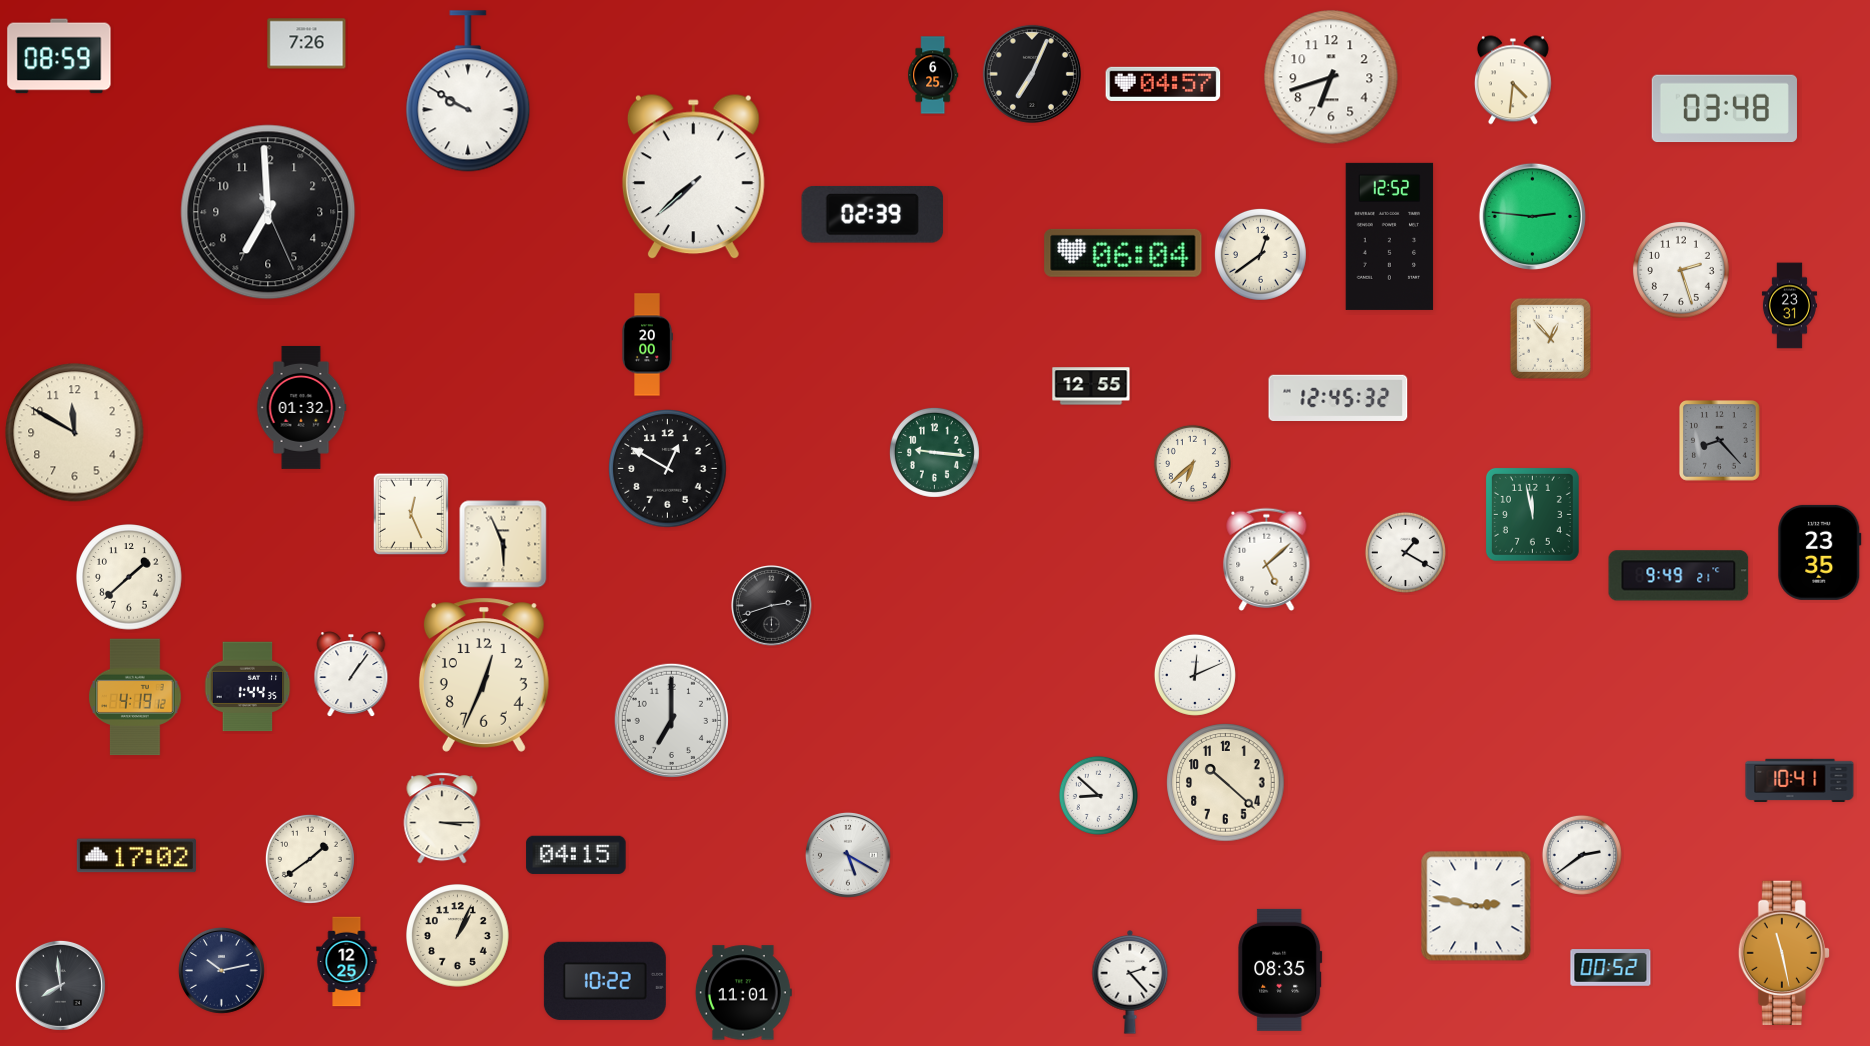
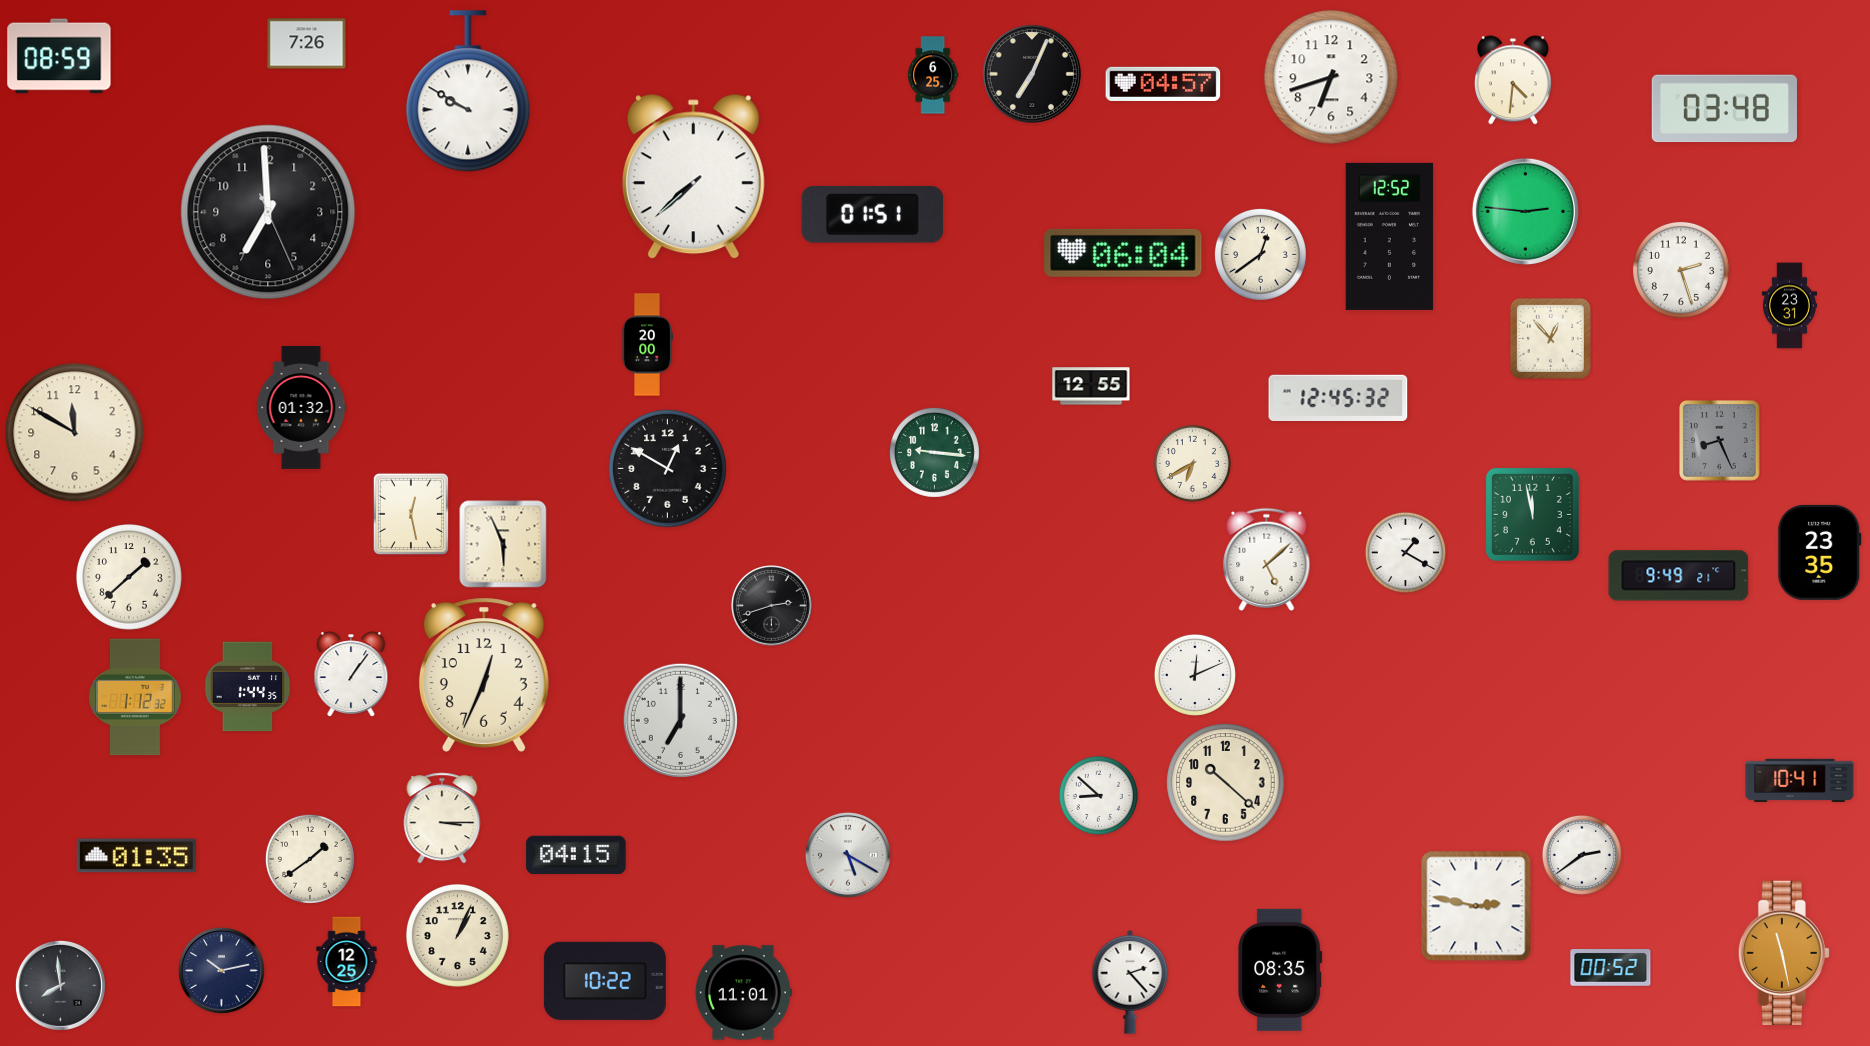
clock at (873, 215): 02:39 -> 01:51
clock at (1532, 216) position: (1532, 216) -> (1525, 211)
clock at (1720, 441): 8:23 -> 8:26
clock at (1192, 463): 6:38 -> 6:40
clock at (411, 514): 12:26 -> 12:28
clock at (135, 697): 4:19 -> 1:12
clock at (671, 720) position: (671, 720) -> (680, 720)
clock at (136, 856): 17:02 -> 01:35
